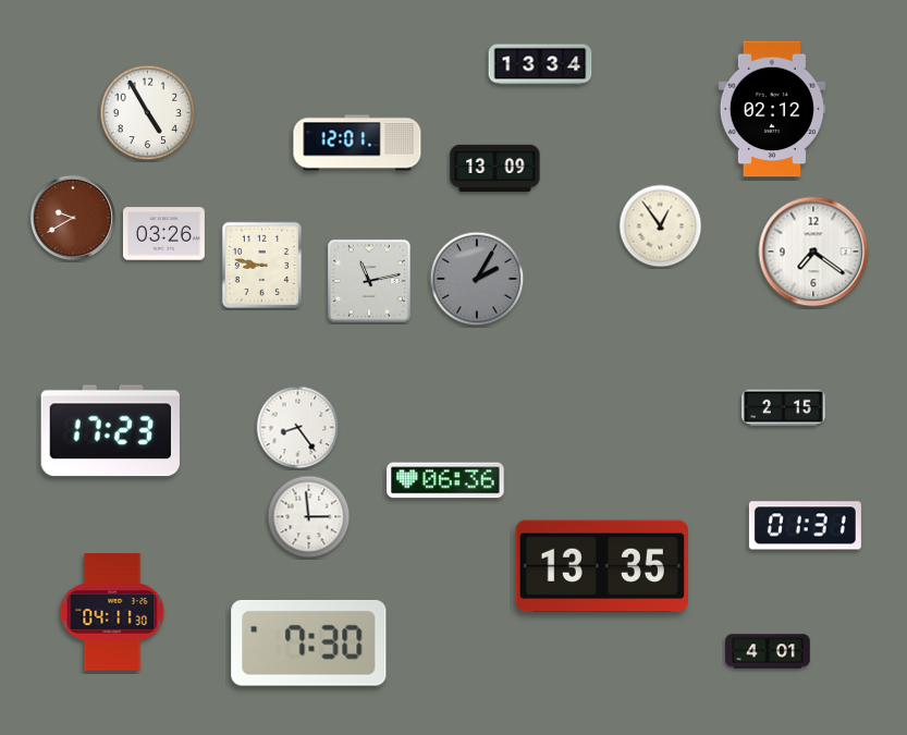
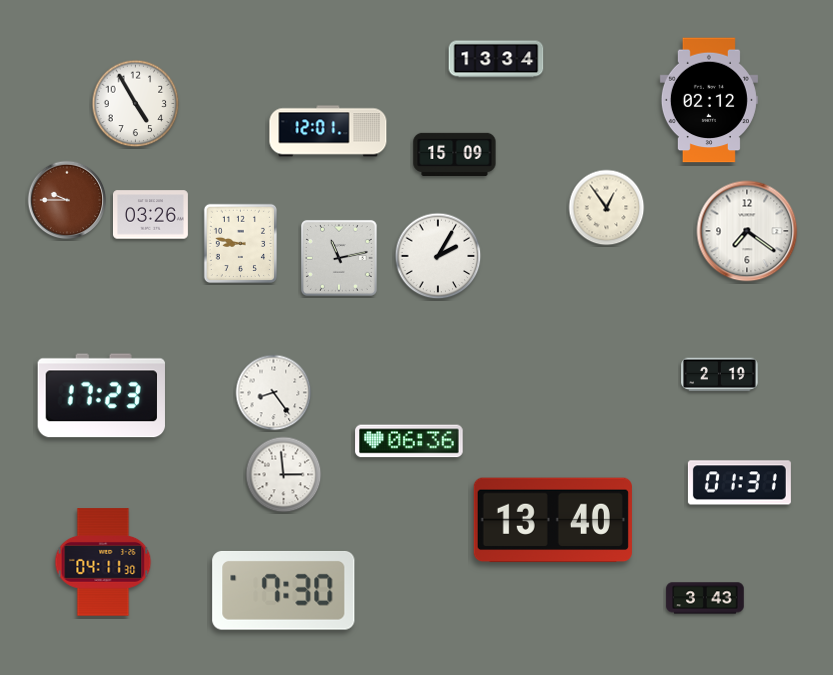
clock at (495, 168): 13:09 -> 15:09
clock at (73, 218): 9:40 -> 9:45
clock at (477, 279) dial: grey -> white
clock at (784, 408): 2:15 -> 2:19
clock at (602, 566): 13:35 -> 13:40
clock at (768, 651): 4:01 -> 3:43
